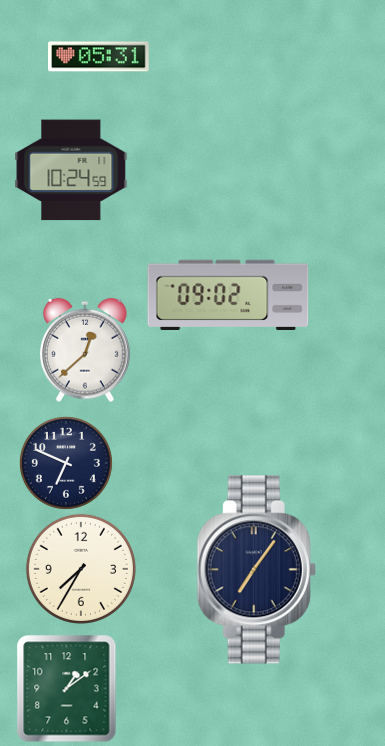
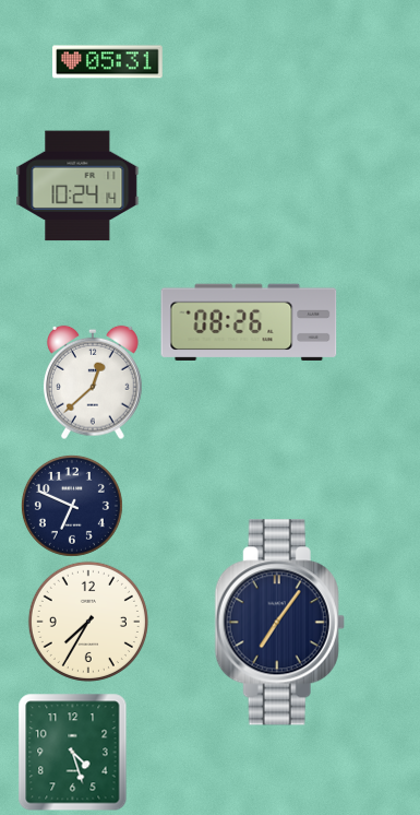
clock at (71, 170): 10:24:59 -> 10:24:14
clock at (228, 294): 09:02 -> 08:26
clock at (67, 689): 1:09 -> 4:27
